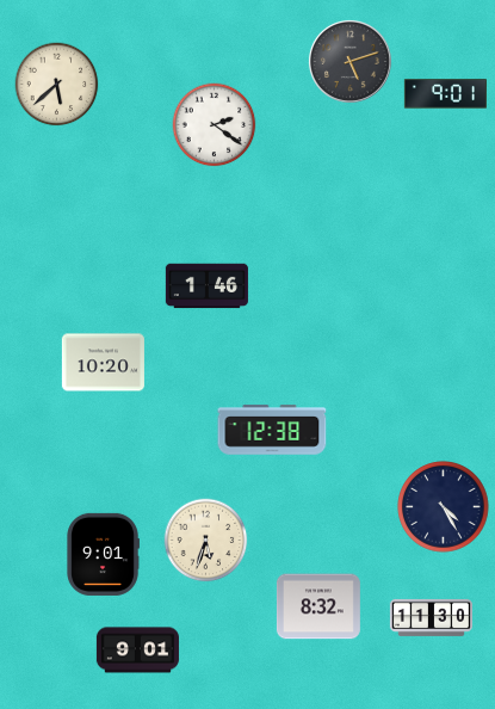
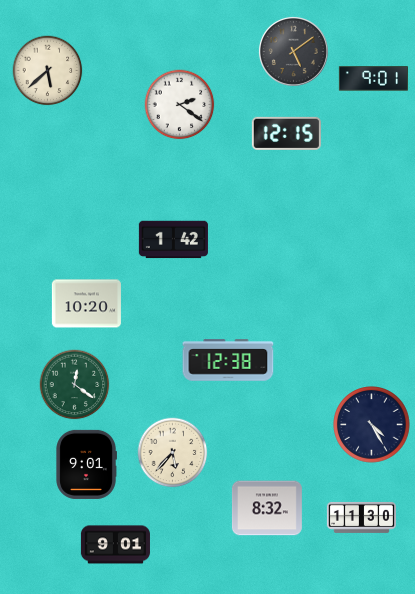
clock at (349, 61): 5:12 -> 5:09
clock at (286, 133): none -> 12:15
clock at (206, 286): 1:46 -> 1:42
clock at (75, 385): none -> 12:21
clock at (206, 541): 5:33 -> 5:37
